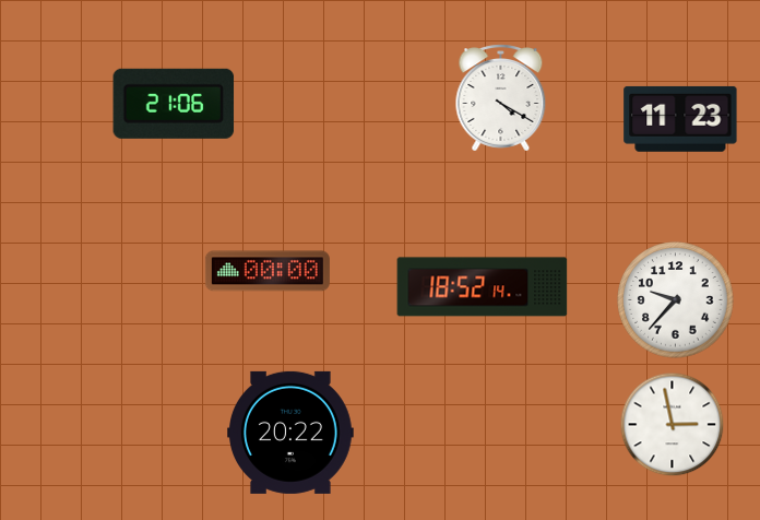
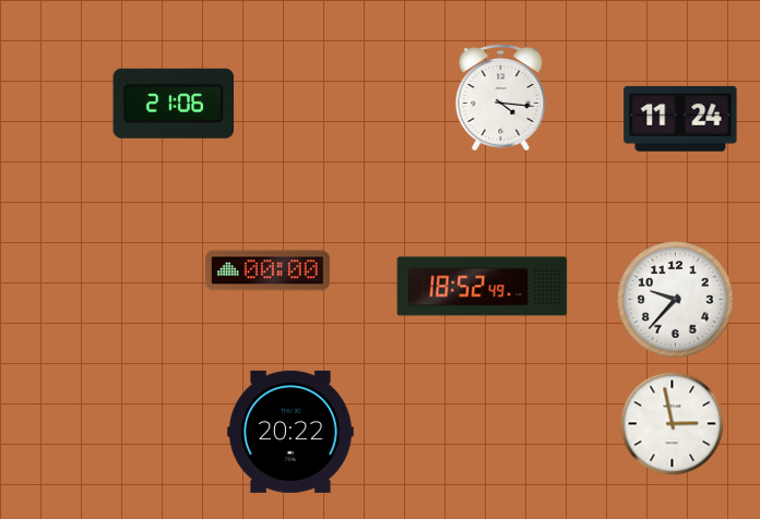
clock at (501, 98): 4:20 -> 4:16
clock at (680, 119): 11:23 -> 11:24
clock at (483, 287): 18:52:14 -> 18:52:49
